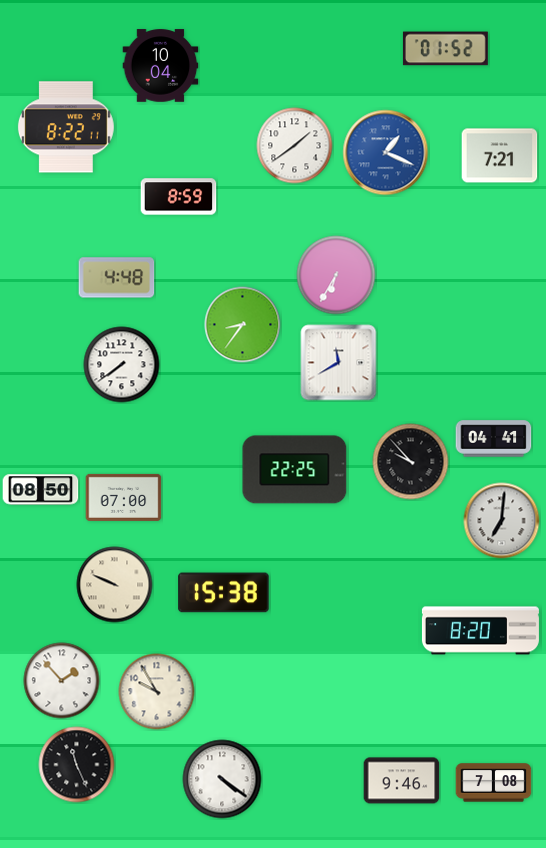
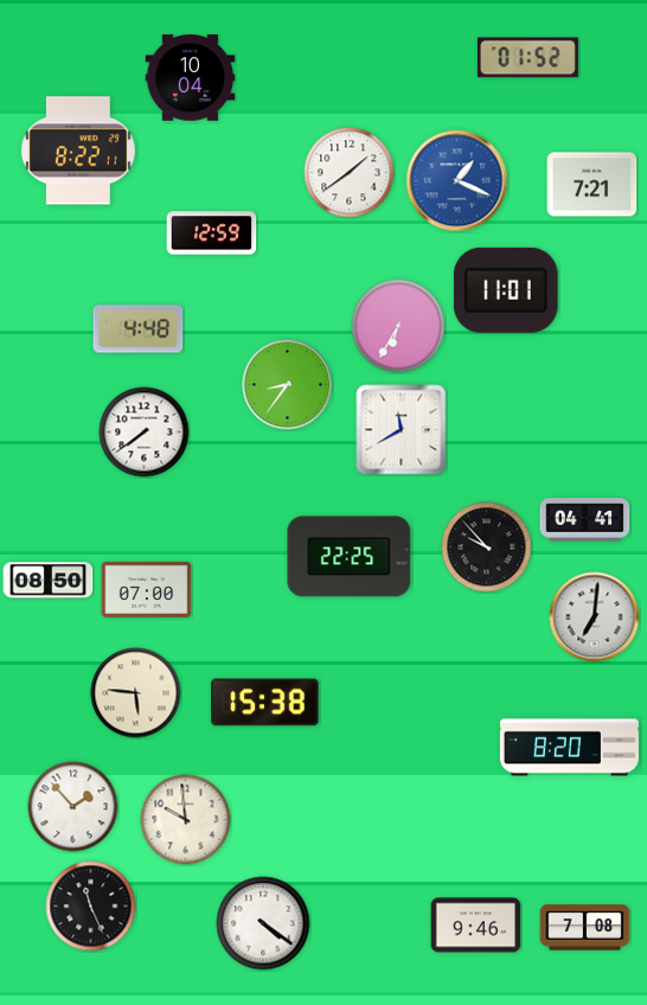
clock at (179, 197): 8:59 -> 12:59
clock at (506, 290): none -> 11:01
clock at (115, 585): 9:49 -> 5:46
clock at (157, 692): 9:55 -> 9:59
